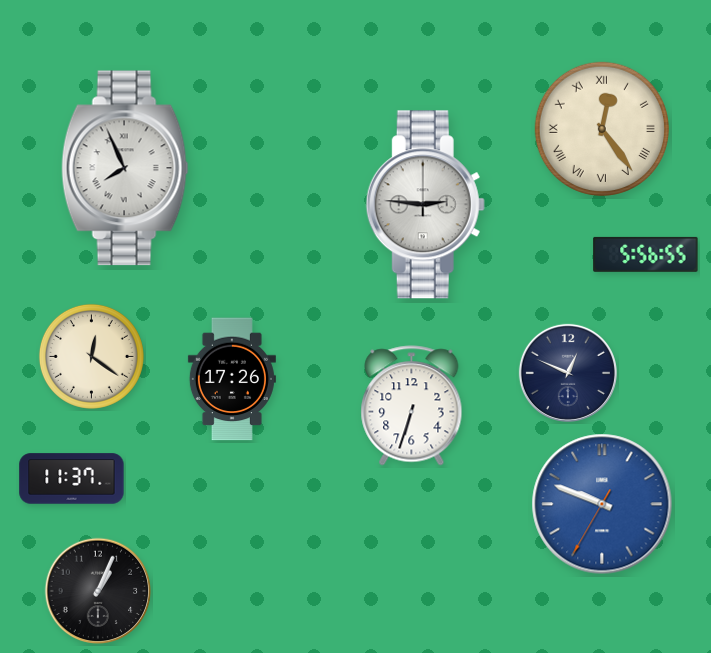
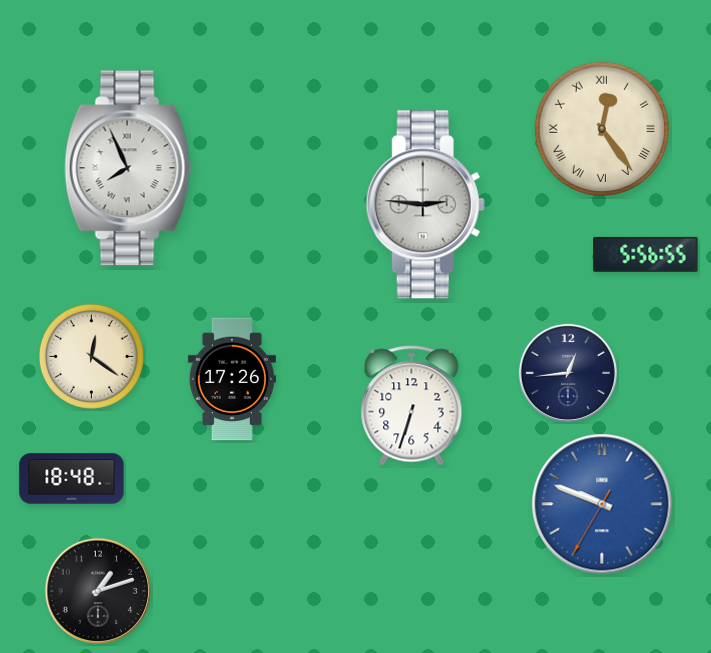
clock at (125, 168) position: (125, 168) -> (128, 168)
clock at (568, 373): 12:49 -> 12:44
clock at (72, 479): 11:37 -> 18:48
clock at (98, 591): 1:04 -> 1:12
